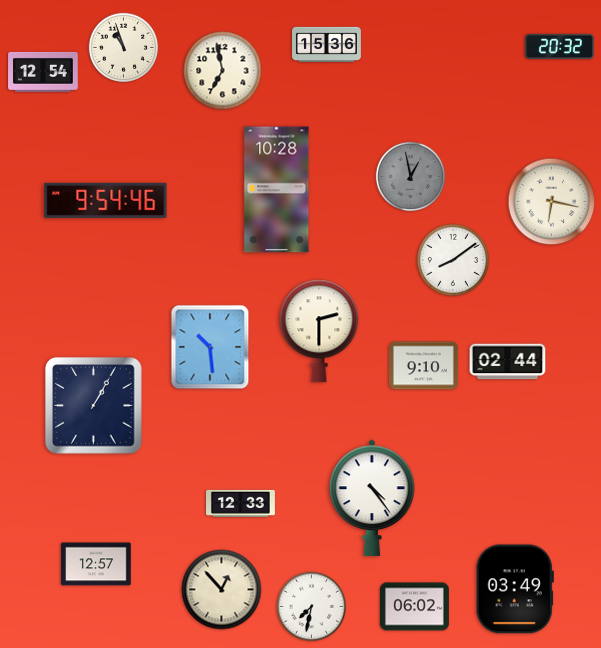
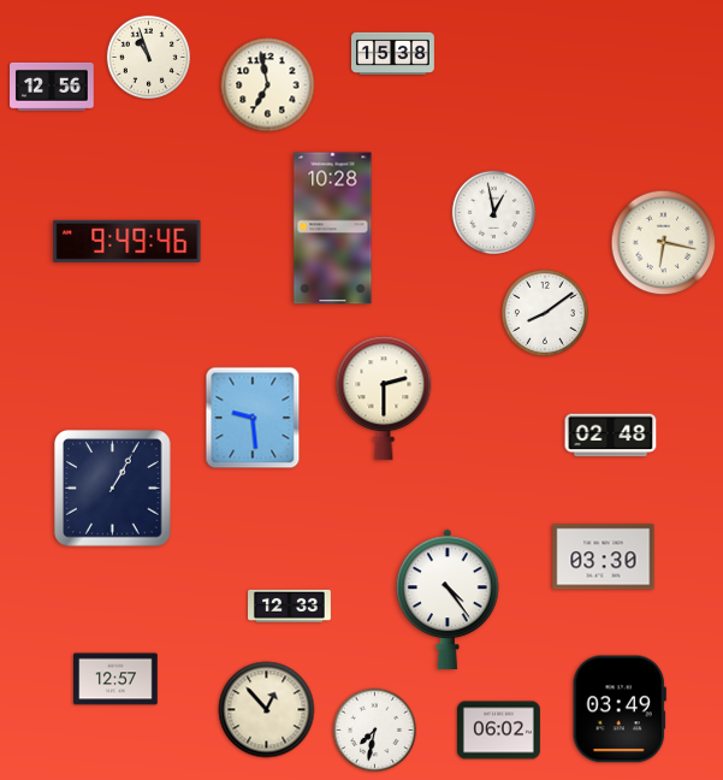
clock at (327, 45): 15:36 -> 15:38
clock at (559, 46): 20:32 -> none
clock at (43, 72): 12:54 -> 12:56
clock at (411, 177) dial: grey -> white
clock at (106, 200): 9:54 -> 9:49
clock at (210, 347): 10:29 -> 9:29
clock at (508, 362): 02:44 -> 02:48
clock at (423, 366): 9:10 -> none
clock at (604, 557): none -> 03:30
